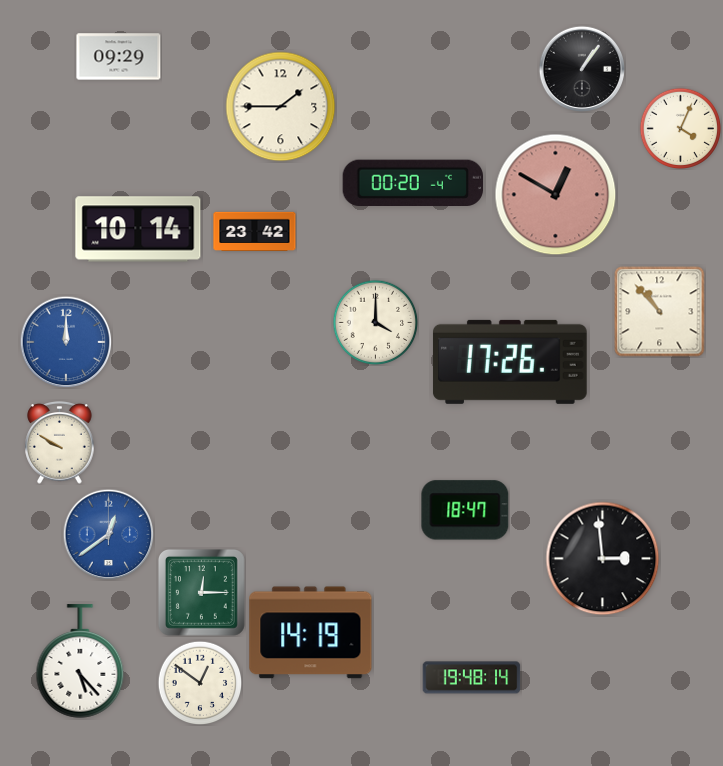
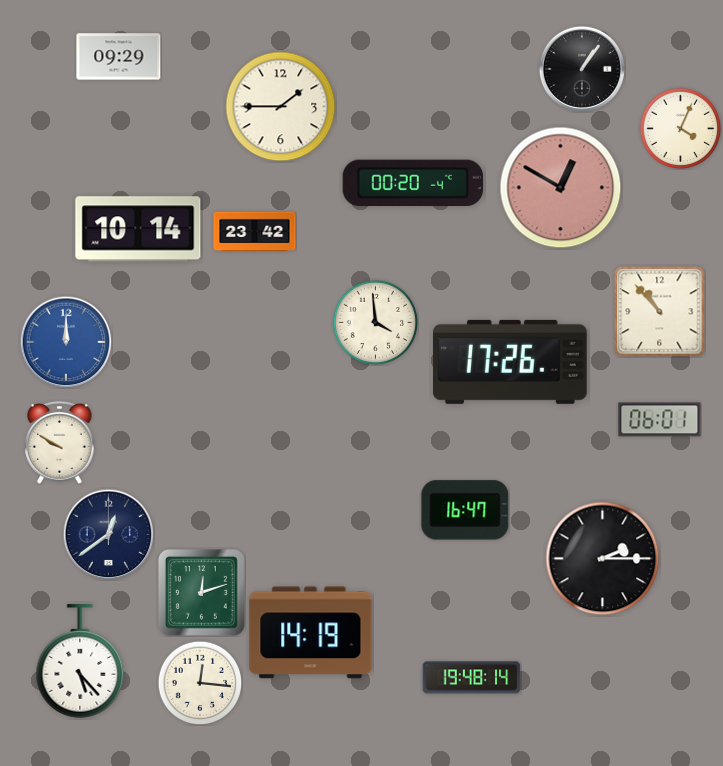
clock at (556, 195) position: (556, 195) -> (561, 188)
clock at (375, 322): 4:00 -> 3:59
clock at (660, 420): none -> 06:01
clock at (465, 510): 18:47 -> 16:47
clock at (108, 534) dial: blue -> navy
clock at (603, 559): 2:59 -> 2:15
clock at (201, 592): 12:15 -> 12:12
clock at (200, 683): 12:51 -> 12:16
